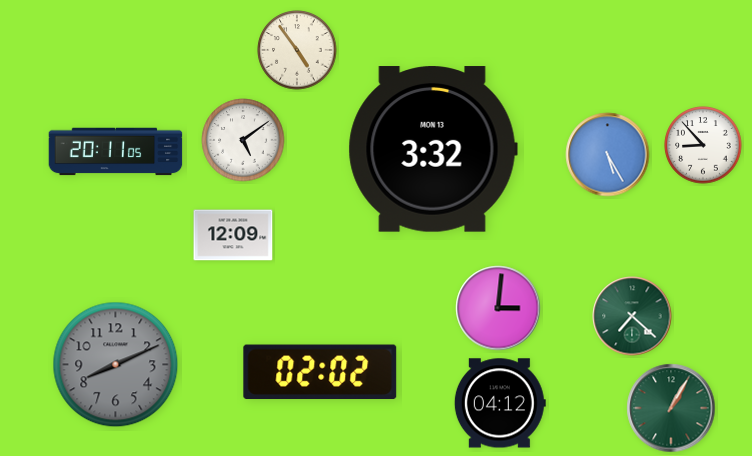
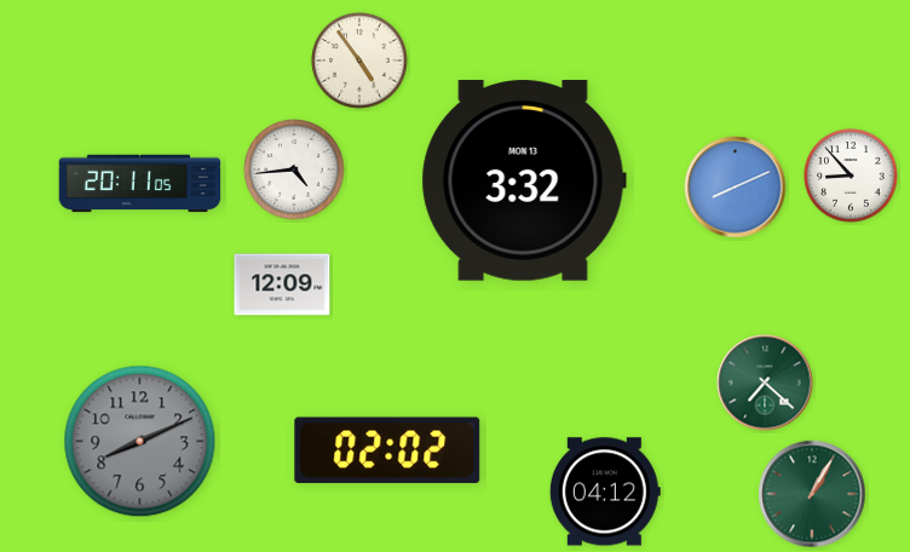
clock at (243, 140): 5:09 -> 4:44
clock at (608, 155): 5:25 -> 8:11
clock at (498, 308): 3:01 -> none
clock at (500, 403) position: (500, 403) -> (605, 491)
